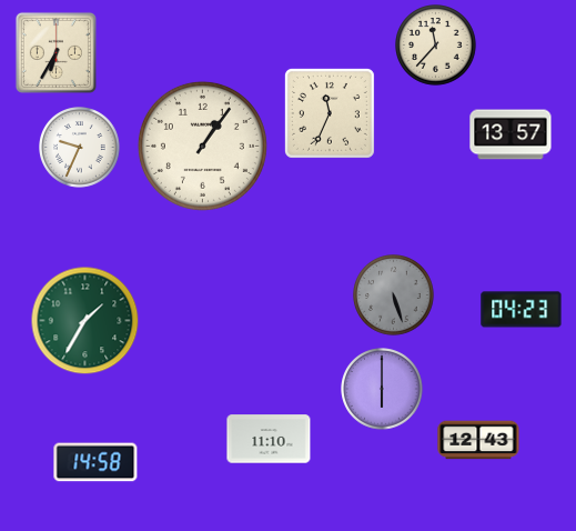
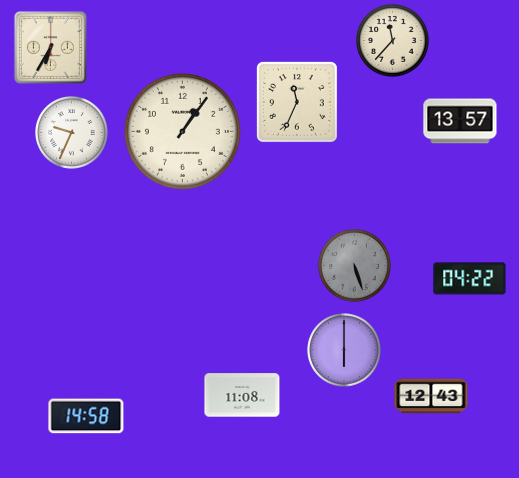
clock at (522, 310): 04:23 -> 04:22
clock at (85, 321): 1:35 -> none
clock at (269, 439): 11:10 -> 11:08
